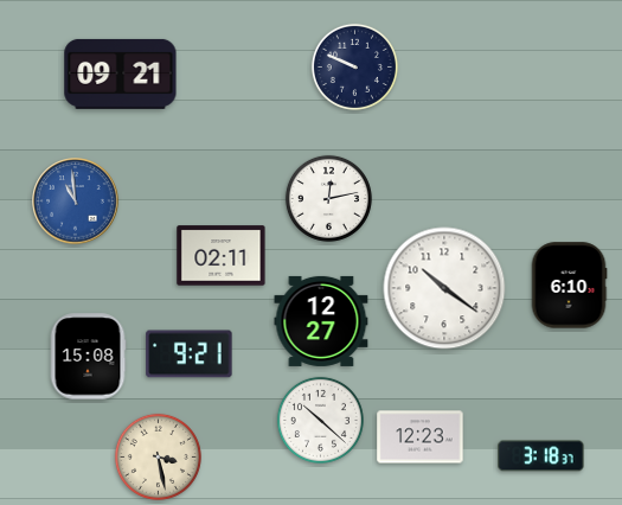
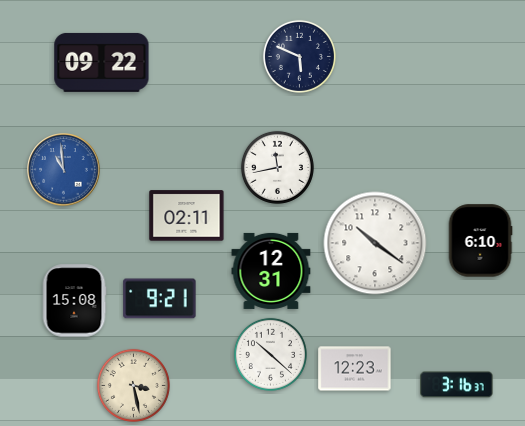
clock at (354, 66): 9:49 -> 5:49
clock at (121, 73): 09:21 -> 09:22
clock at (328, 198): 12:13 -> 11:43
clock at (321, 321): 12:27 -> 12:31
clock at (541, 456): 3:18 -> 3:16
